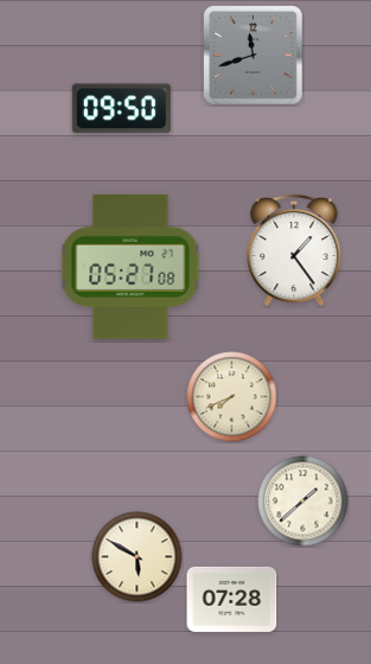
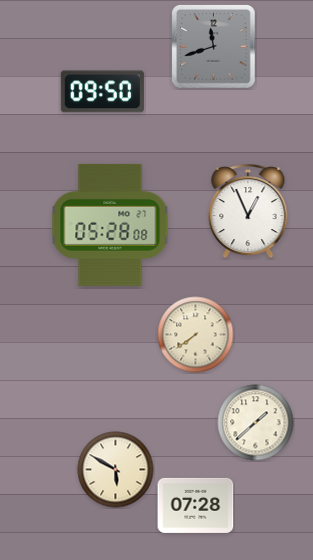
clock at (294, 251): 1:24 -> 12:56
clock at (130, 267): 05:27 -> 05:28
clock at (232, 397): 7:41 -> 7:39
